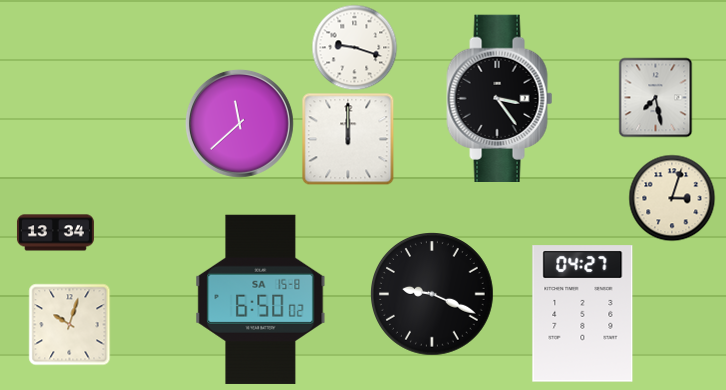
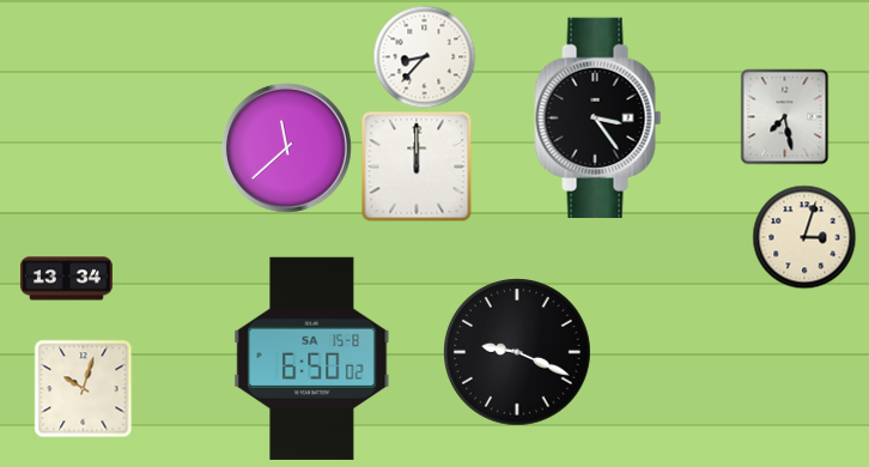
clock at (354, 47): 9:18 -> 8:37
clock at (583, 314): 04:27 -> none
